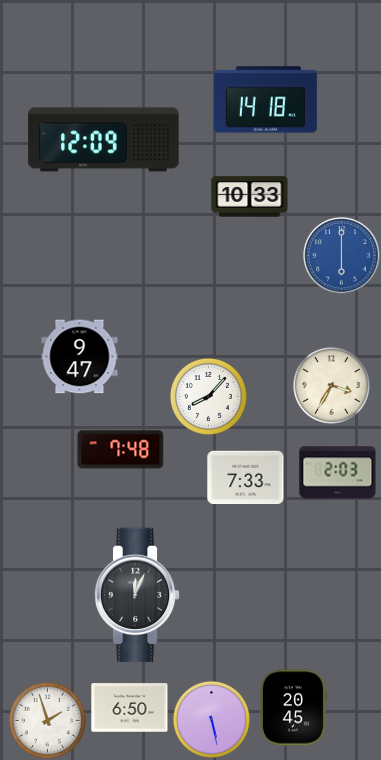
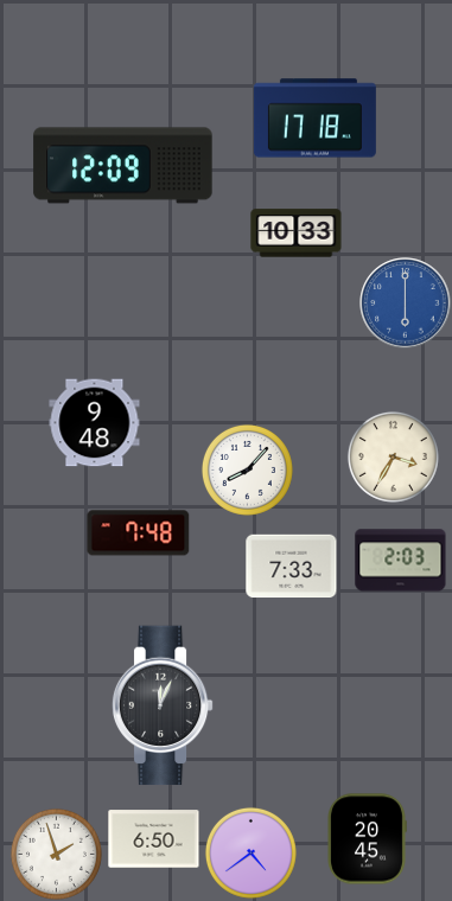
clock at (265, 100): 14:18 -> 17:18
clock at (80, 357): 9:47 -> 9:48
clock at (121, 450) position: (121, 450) -> (139, 533)
clock at (293, 708) position: (293, 708) -> (367, 839)
clock at (211, 719): 5:28 -> 4:39
